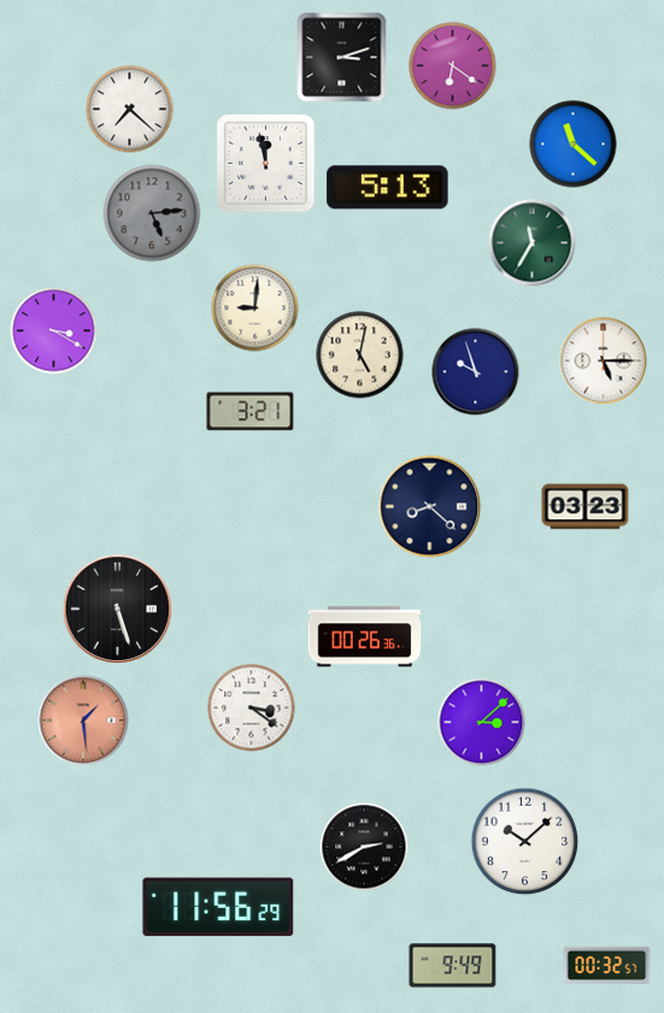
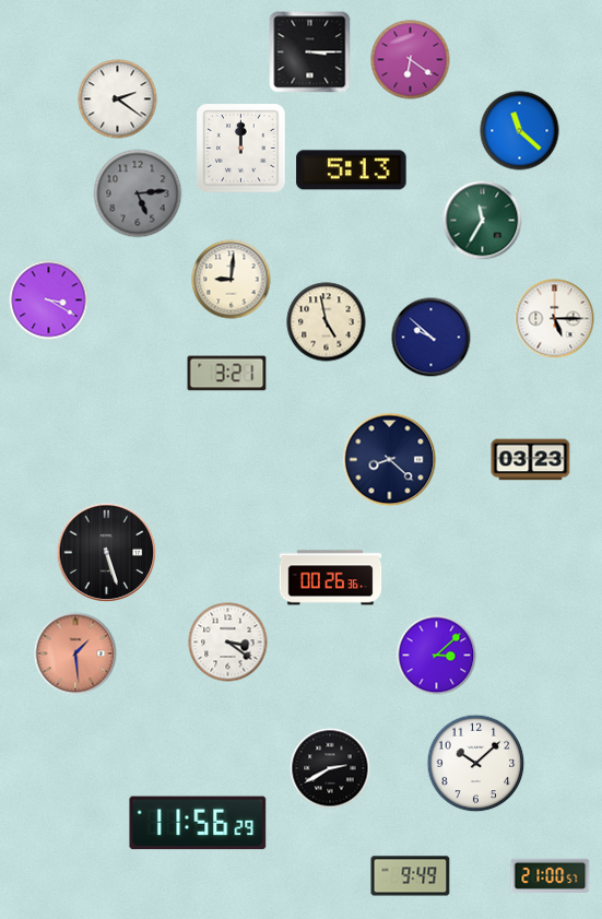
clock at (342, 58): 3:12 -> 3:15
clock at (130, 110): 7:22 -> 2:21
clock at (266, 164): 11:58 -> 12:00
clock at (360, 355): 5:02 -> 4:58
clock at (604, 361) position: (604, 361) -> (555, 319)
clock at (476, 372): 9:57 -> 9:52
clock at (607, 965): 00:32 -> 21:00
